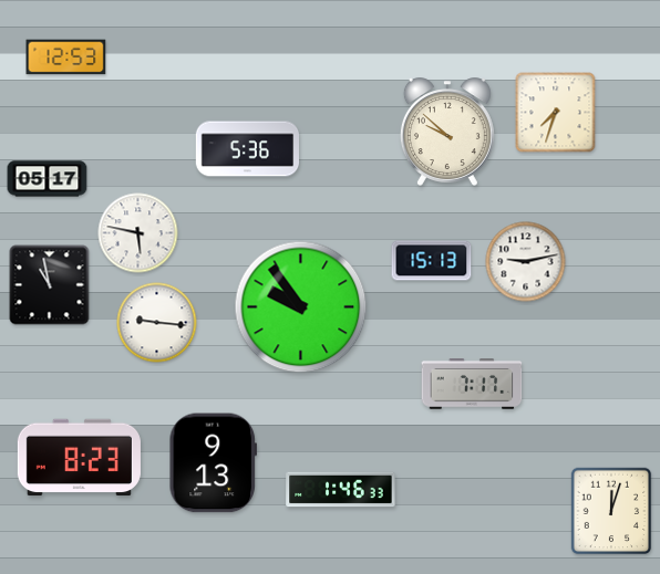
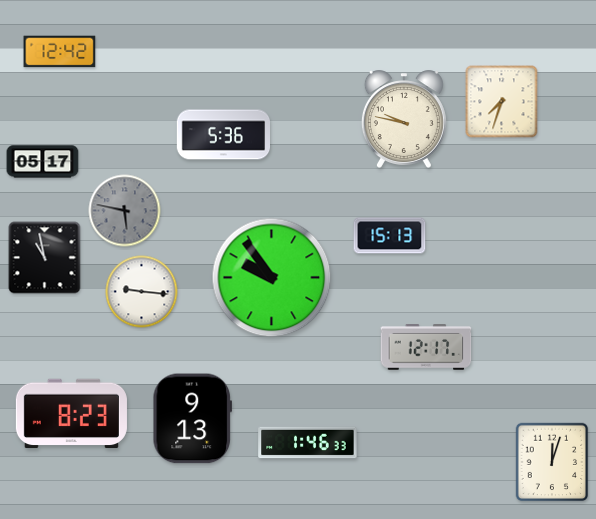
clock at (66, 58): 12:53 -> 12:42
clock at (447, 132): 9:52 -> 9:47
clock at (138, 233) dial: white -> grey
clock at (526, 262): 9:13 -> none
clock at (472, 385): 7:17 -> 12:17
